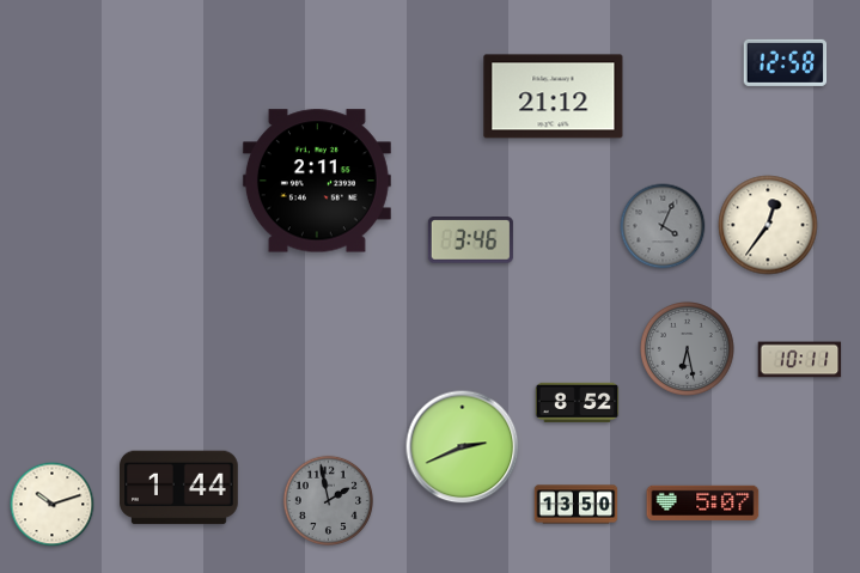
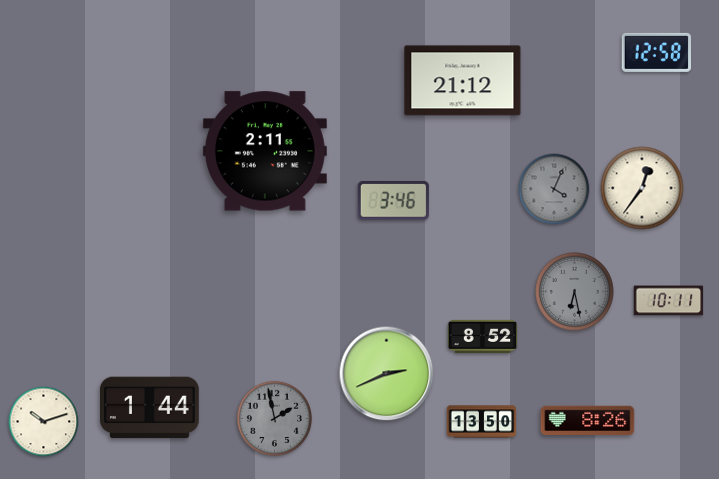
clock at (703, 502): 5:07 -> 8:26
